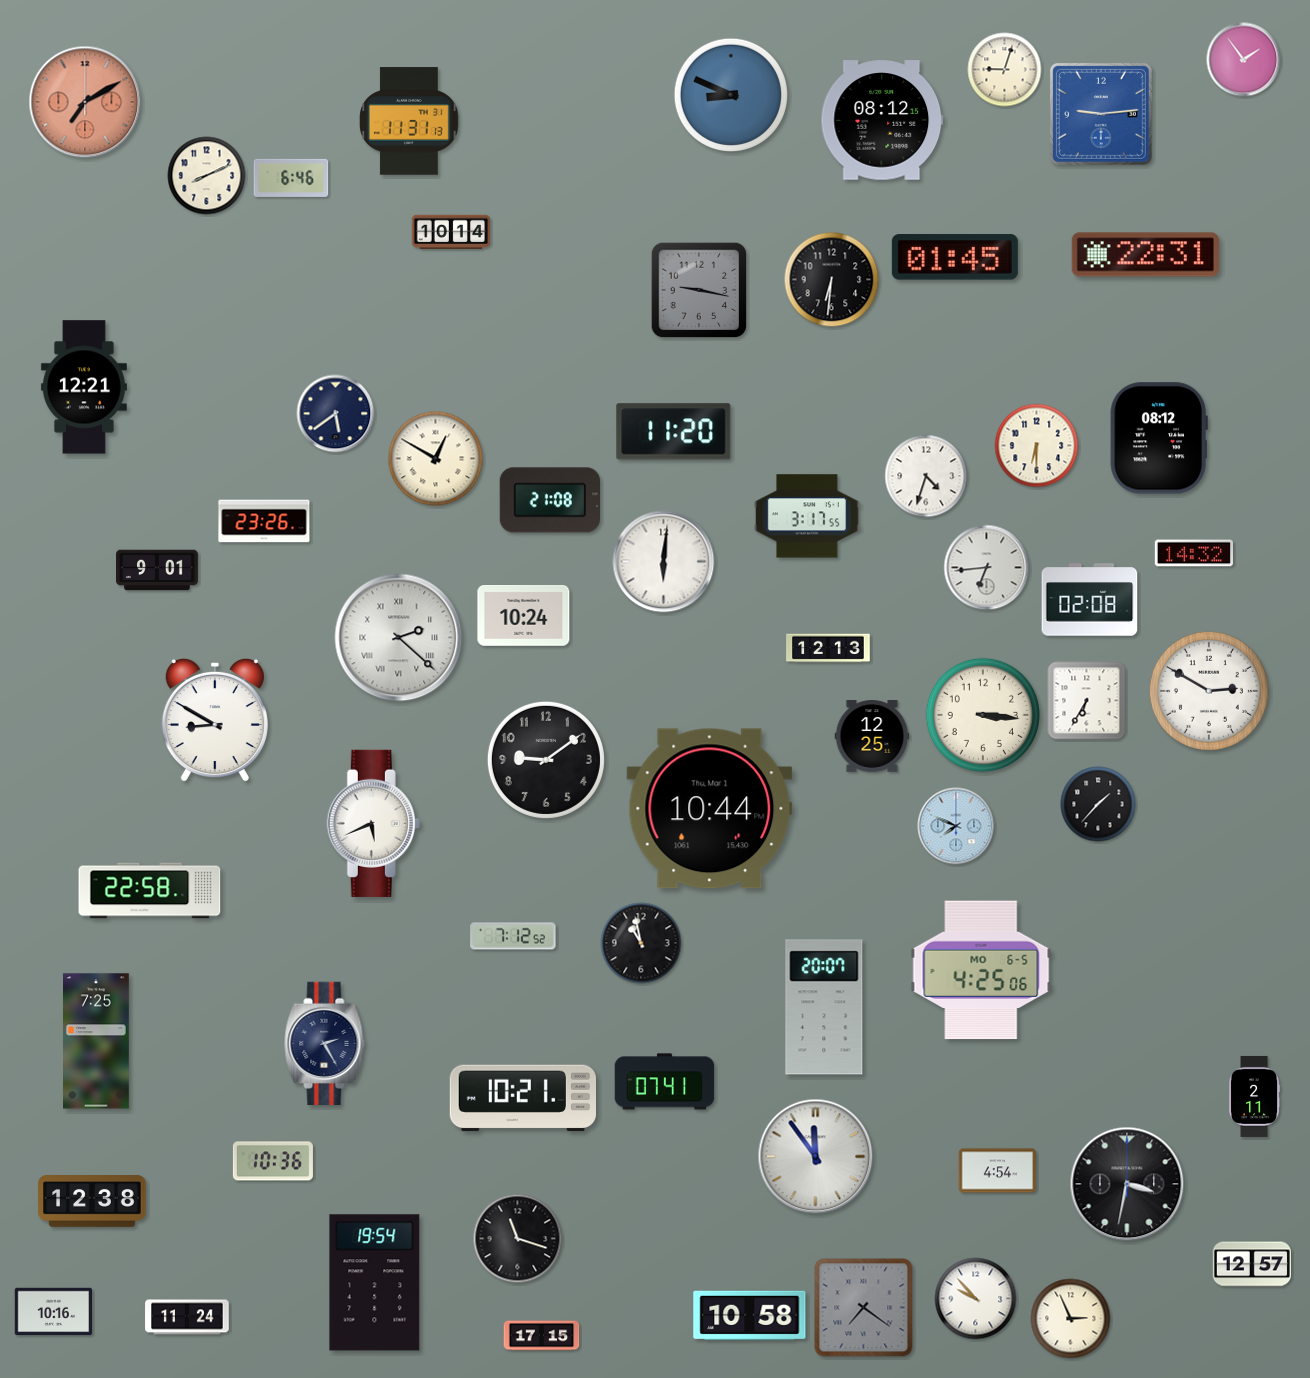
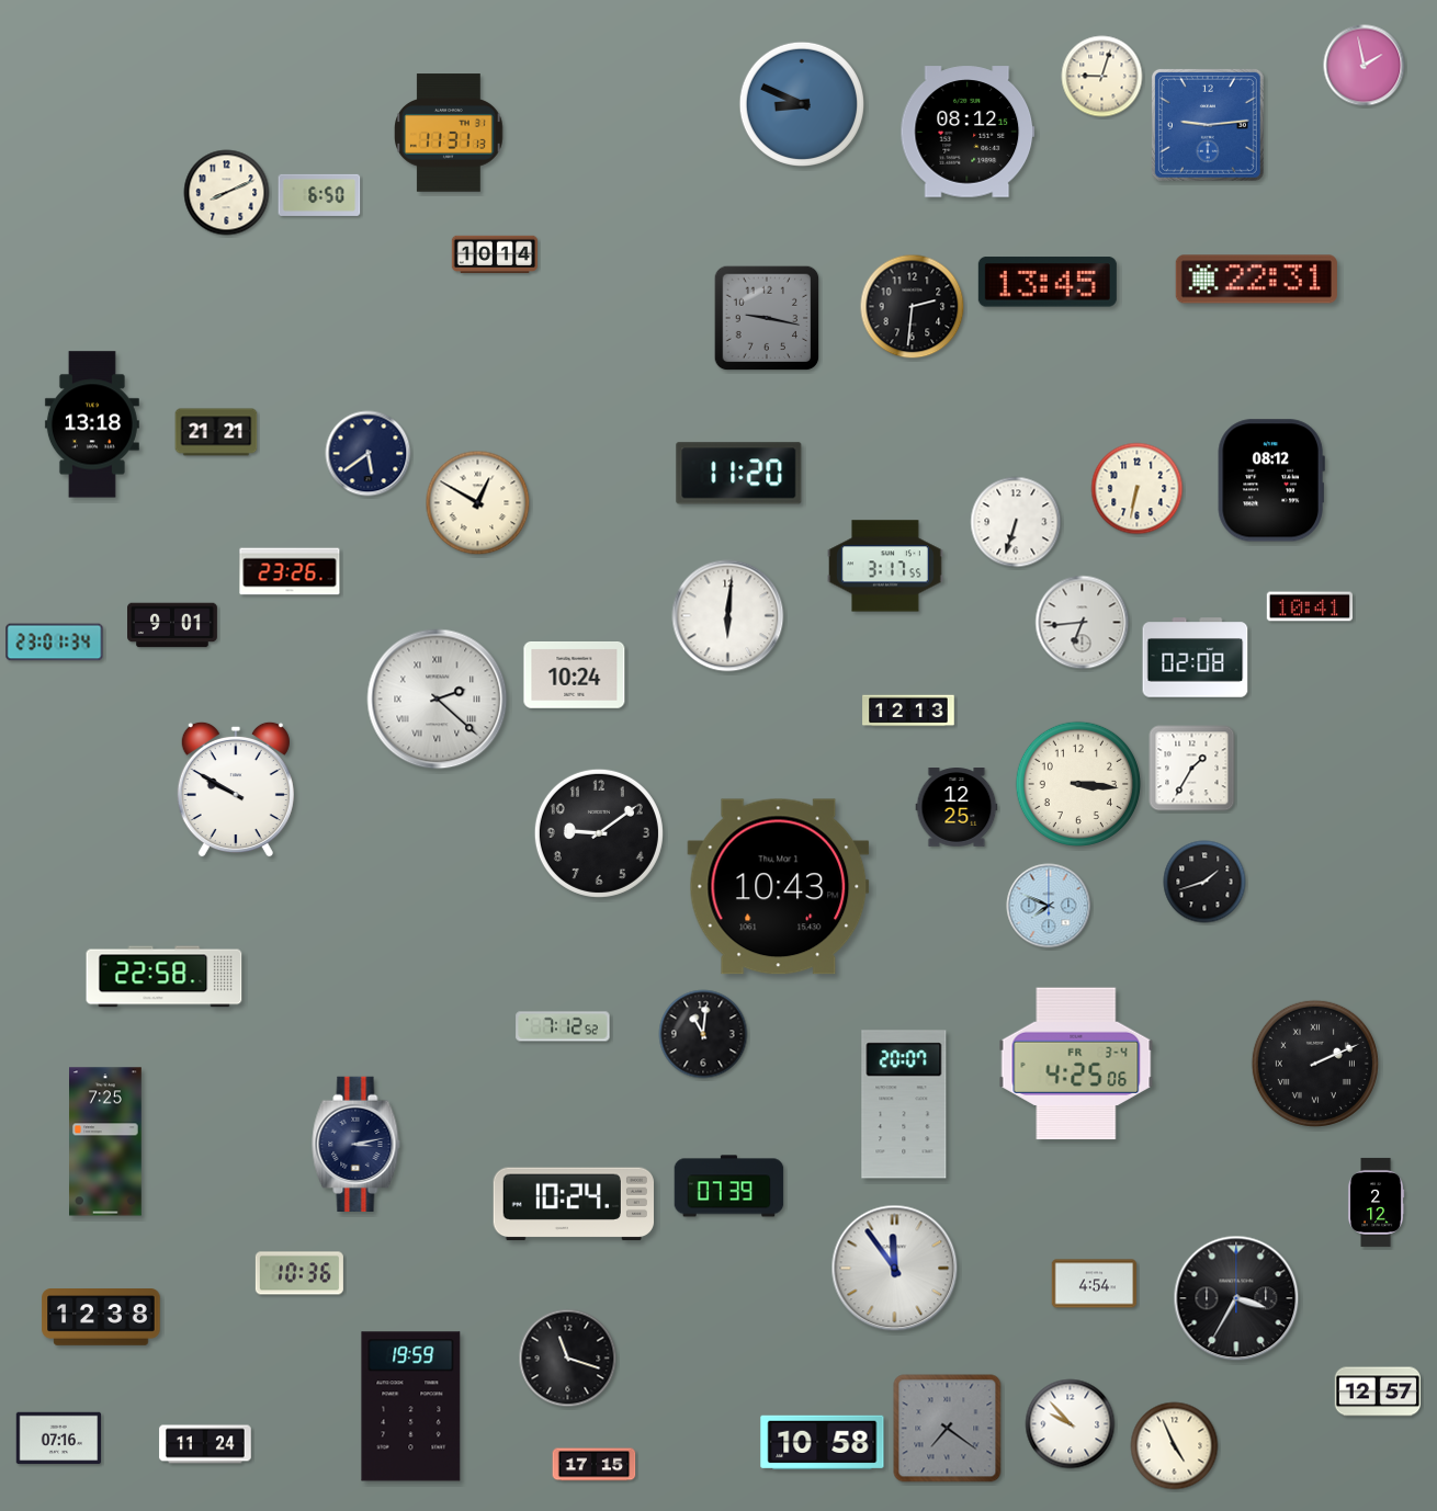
clock at (1244, 60): 1:54 -> 1:58
clock at (85, 102): 7:10 -> none
clock at (291, 178): 6:46 -> 6:50
clock at (955, 257): 01:45 -> 13:45
clock at (832, 280): 6:31 -> 2:31
clock at (84, 387): 12:21 -> 13:18
clock at (216, 432): none -> 21:21
clock at (1037, 446): 6:30 -> 6:32
clock at (926, 476): 4:33 -> 6:33
clock at (549, 500): 21:08 -> none
clock at (1193, 553): 14:32 -> 10:41
clock at (55, 643): none -> 23:01
clock at (1209, 691): 2:50 -> none
clock at (1087, 701): 6:35 -> 1:35
clock at (215, 720): 8:50 -> 9:50
clock at (1098, 804): 1:37 -> 1:42
clock at (710, 809): 10:44 -> 10:43
clock at (373, 823): 5:41 -> none
clock at (641, 943): 10:58 -> 11:01
clock at (981, 970) date: MO 6-5 -> FR 3-4
clock at (1315, 1064): none -> 2:11
clock at (325, 1044): 2:25 -> 3:13
clock at (665, 1082): 07:41 -> 07:39
clock at (1254, 1096): 2:11 -> 2:12
clock at (522, 1098): 10:21 -> 10:24
clock at (1127, 1184): 3:32 -> 3:35
clock at (1252, 1264) position: (1252, 1264) -> (1378, 1391)
clock at (375, 1283): 19:54 -> 19:59
clock at (864, 1308) position: (864, 1308) -> (948, 1429)
clock at (54, 1312): 10:16 -> 07:16
clock at (1071, 1319): 2:56 -> 4:56
